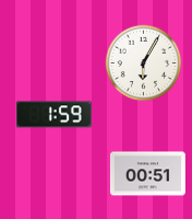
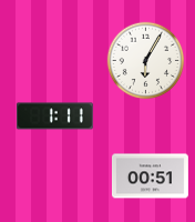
clock at (144, 64) position: (144, 64) -> (146, 61)
clock at (53, 115): 1:59 -> 1:11
